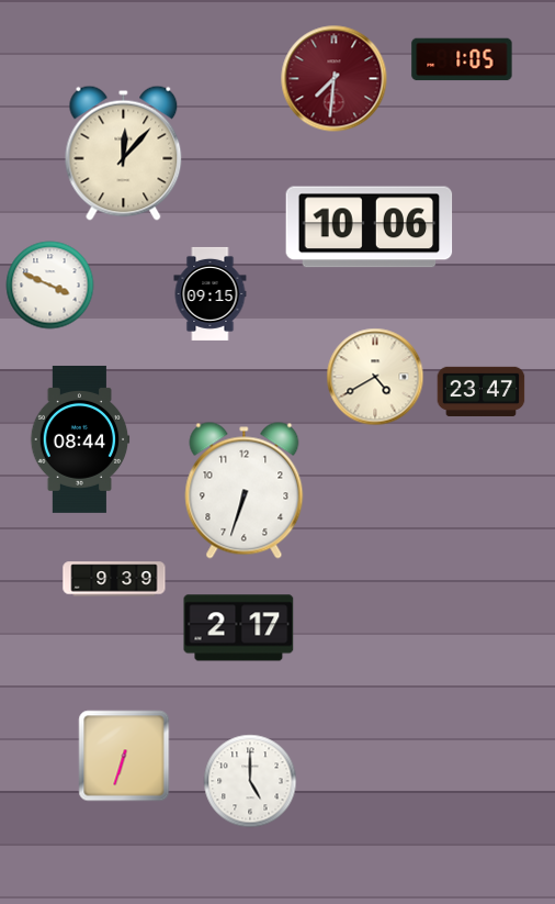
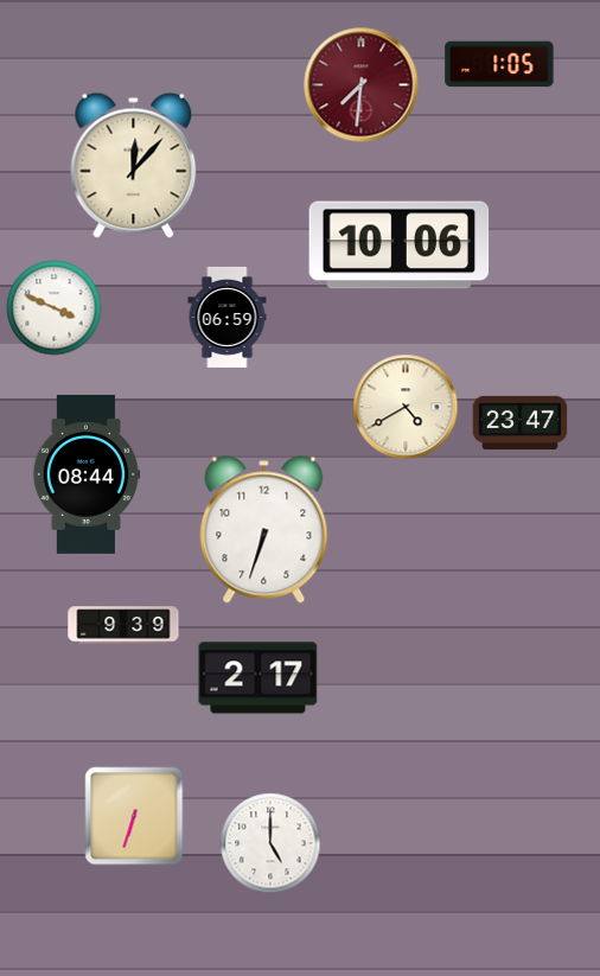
clock at (211, 293): 09:15 -> 06:59
